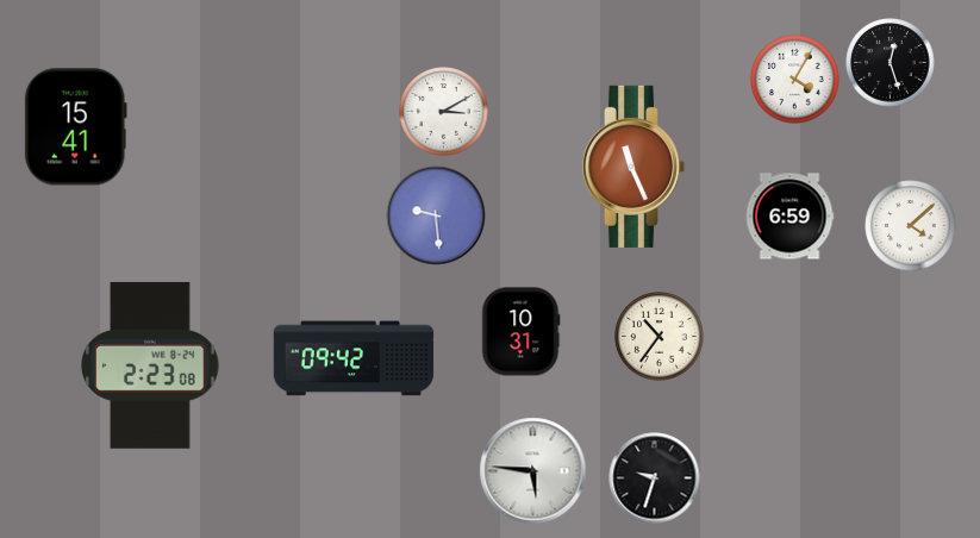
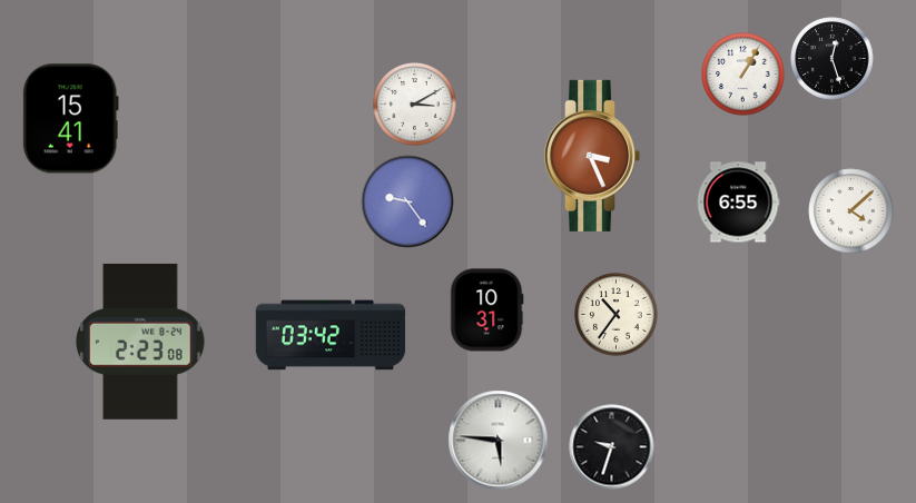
clock at (795, 80): 4:05 -> 1:05
clock at (633, 167): 11:26 -> 3:26
clock at (436, 215): 9:29 -> 9:24
clock at (789, 217): 6:59 -> 6:55
clock at (354, 358): 09:42 -> 03:42
